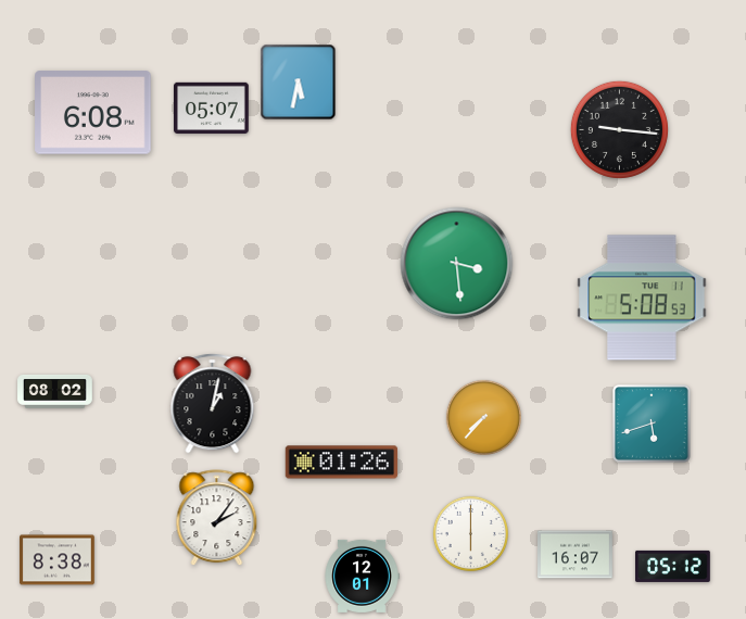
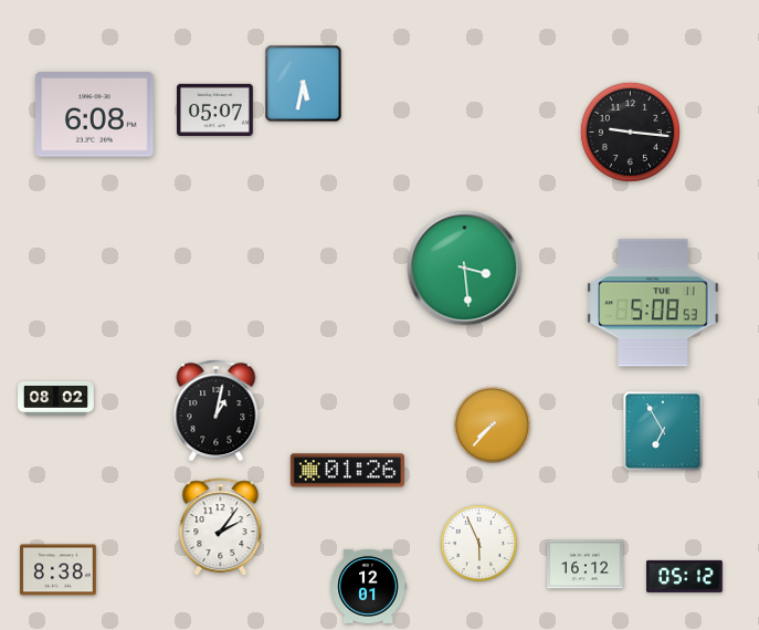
clock at (653, 425): 5:42 -> 6:55
clock at (470, 533): 6:00 -> 5:56
clock at (576, 555): 16:07 -> 16:12
